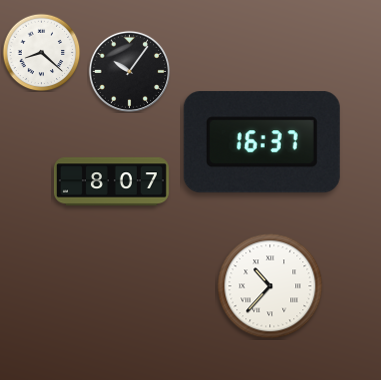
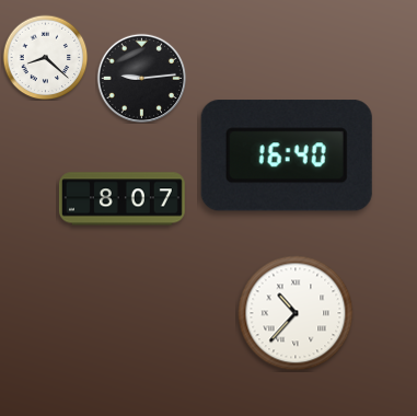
clock at (129, 71): 10:06 -> 9:14
clock at (262, 142): 16:37 -> 16:40
